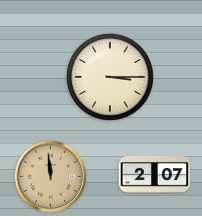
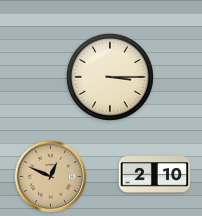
clock at (155, 175): 2:07 -> 2:10
clock at (51, 177): 11:59 -> 12:49
